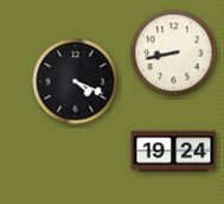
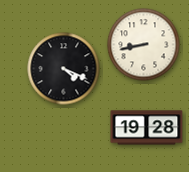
clock at (174, 53) position: (174, 53) -> (144, 45)
clock at (174, 152): 19:24 -> 19:28
